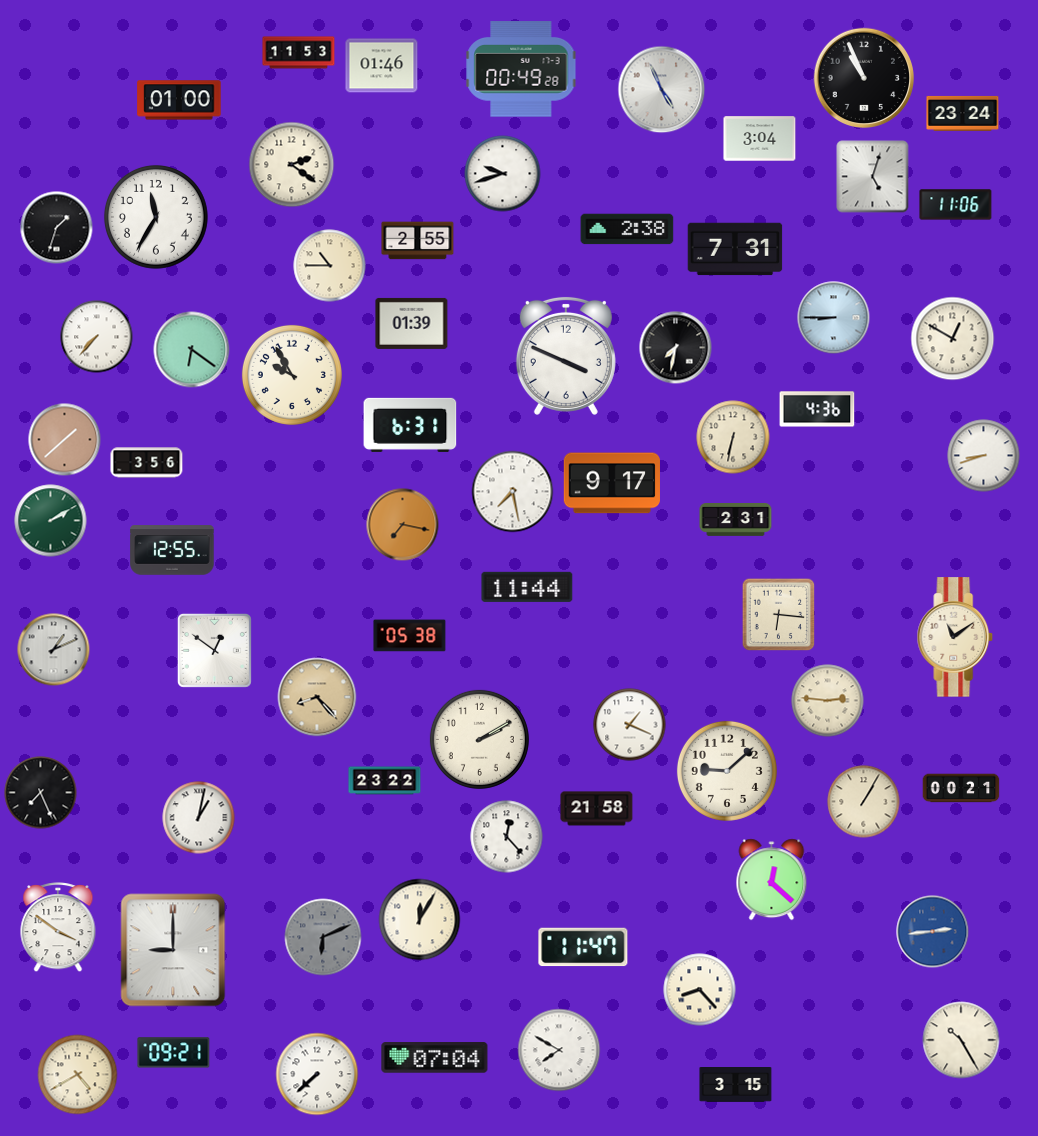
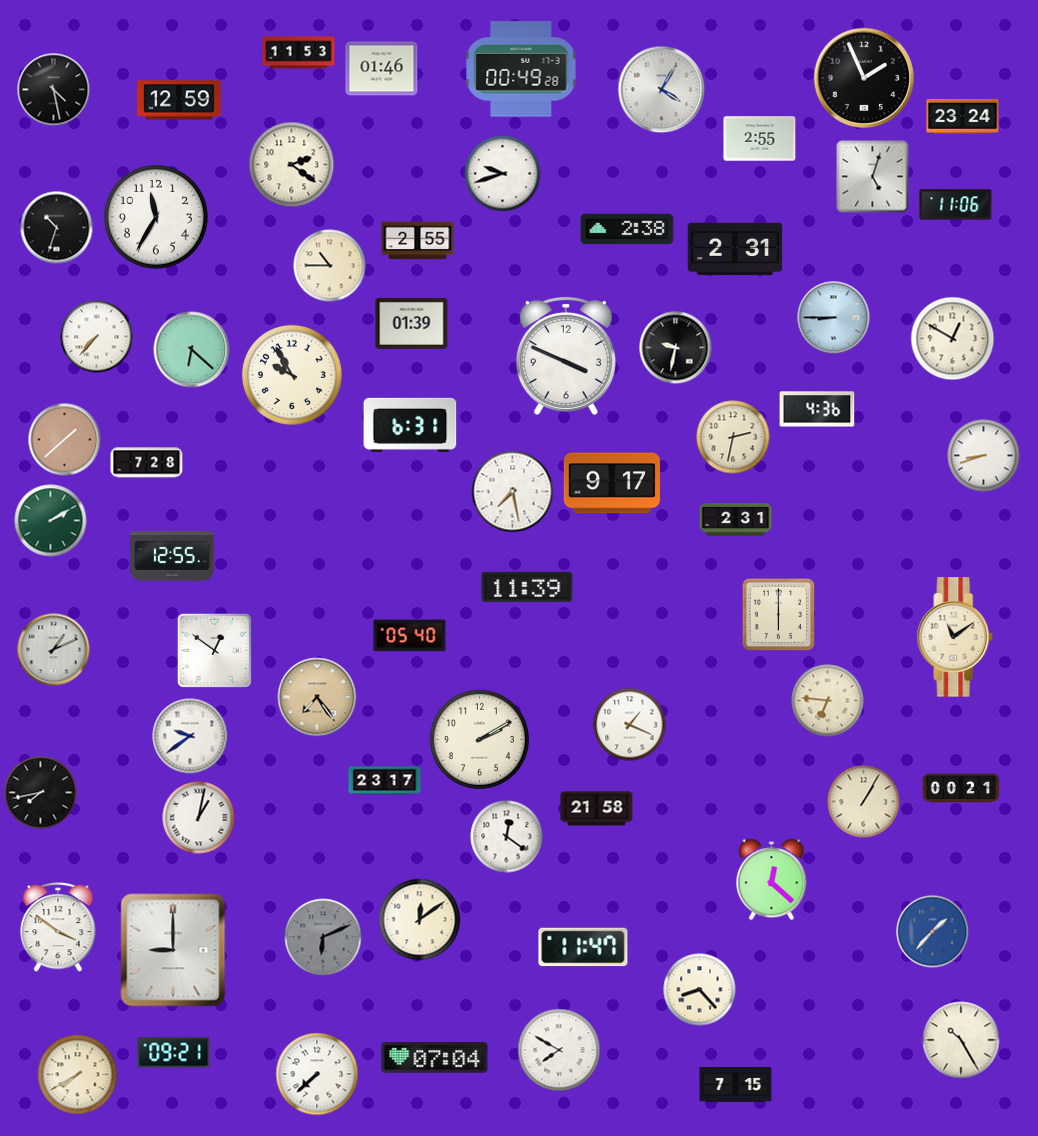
clock at (382, 66) position: (382, 66) -> (382, 69)
clock at (863, 77): 10:56 -> 1:56
clock at (54, 90): none -> 4:28
clock at (662, 90): 4:56 -> 4:05
clock at (179, 100): 01:00 -> 12:59
clock at (963, 113) position: (963, 113) -> (963, 116)
clock at (760, 139): 3:04 -> 2:55
clock at (57, 228): 1:33 -> 10:33
clock at (735, 249): 7:31 -> 2:31
clock at (676, 348): 7:32 -> 9:32
clock at (192, 350): 6:21 -> 6:22
clock at (733, 437): 6:32 -> 2:32
clock at (147, 463): 3:56 -> 7:28
clock at (403, 525): 7:17 -> none
clock at (172, 550) position: (172, 550) -> (172, 556)
clock at (527, 587): 11:44 -> 11:39
clock at (779, 615): 6:16 -> 6:00
clock at (410, 636): 05:38 -> 05:40
clock at (317, 697): 8:23 -> 7:24
clock at (828, 701): 2:46 -> 6:46
clock at (190, 736): none -> 9:39
clock at (727, 771): 9:08 -> none
clock at (385, 781): 23:22 -> 23:17
clock at (41, 793): 7:26 -> 7:43
clock at (507, 837): 12:23 -> 12:21
clock at (420, 920): 12:05 -> 12:09
clock at (933, 932): 2:44 -> 1:37
clock at (78, 1075): 4:40 -> 7:40
clock at (736, 1085): 3:15 -> 7:15
